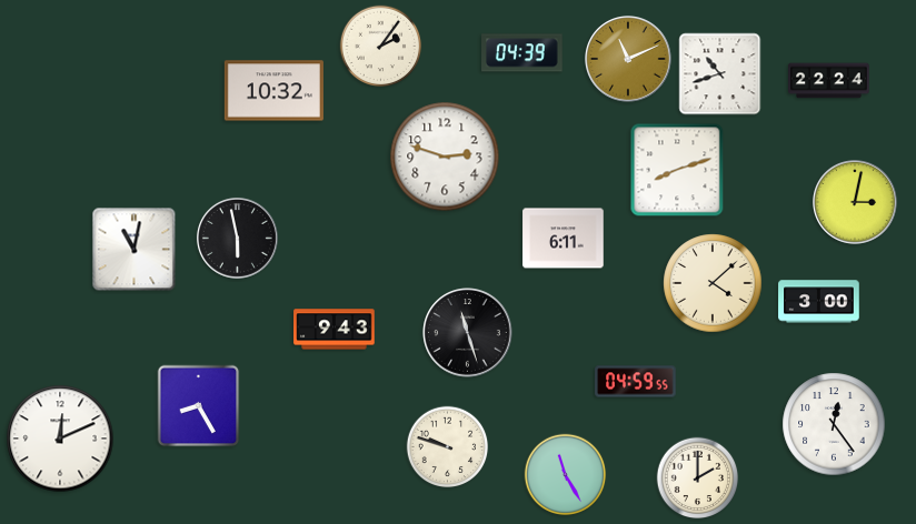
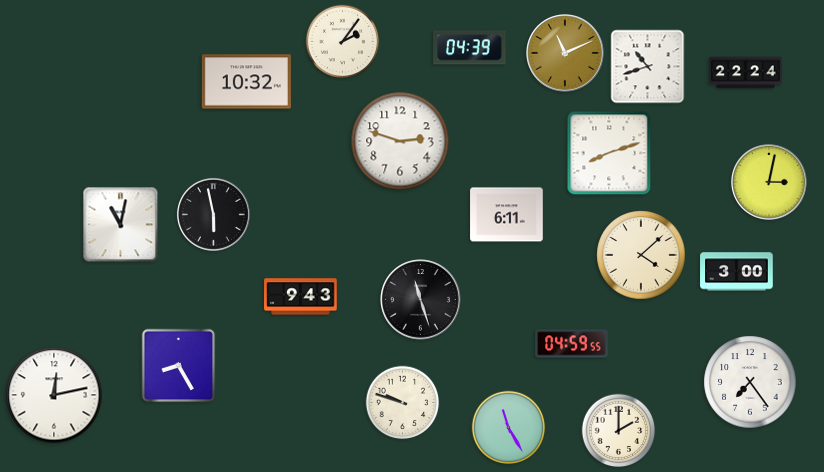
clock at (834, 424): 12:24 -> 7:24
clock at (60, 439): 12:11 -> 12:13
clock at (698, 478) position: (698, 478) -> (619, 431)
